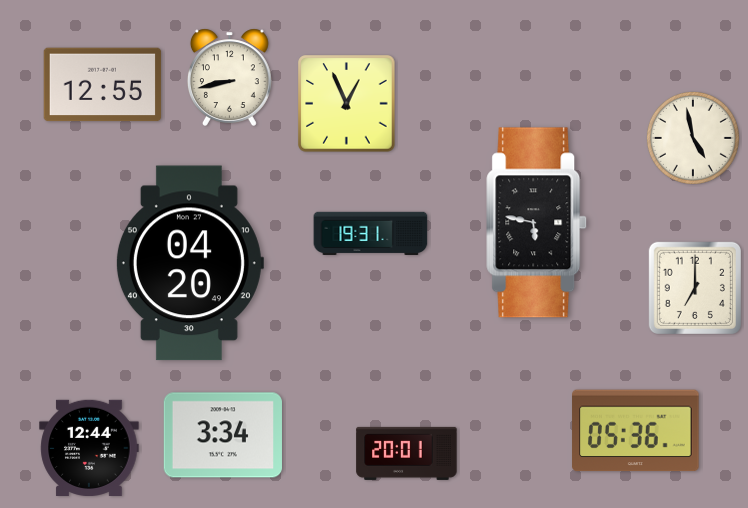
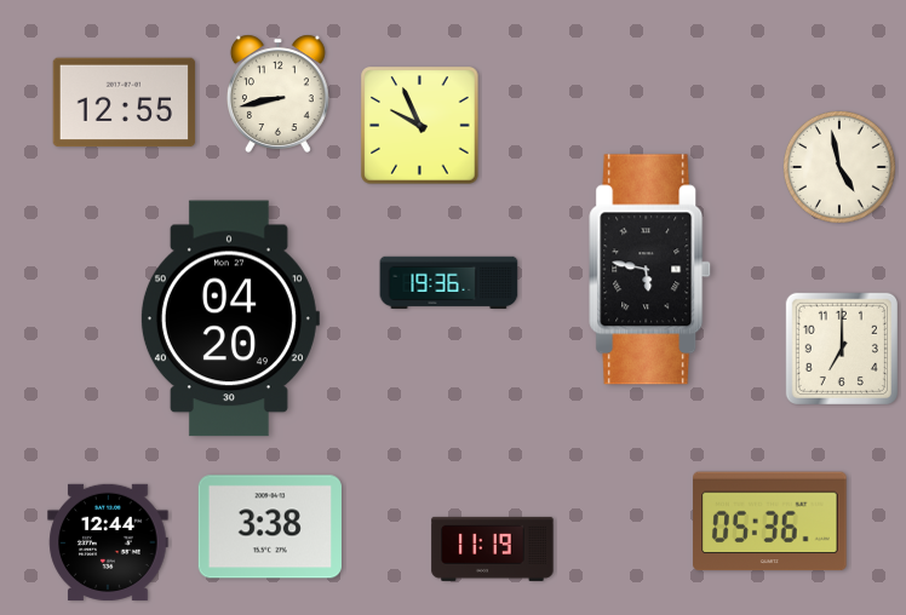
clock at (347, 104): 12:56 -> 9:56
clock at (371, 233): 19:31 -> 19:36
clock at (223, 435): 3:34 -> 3:38
clock at (407, 453): 20:01 -> 11:19
